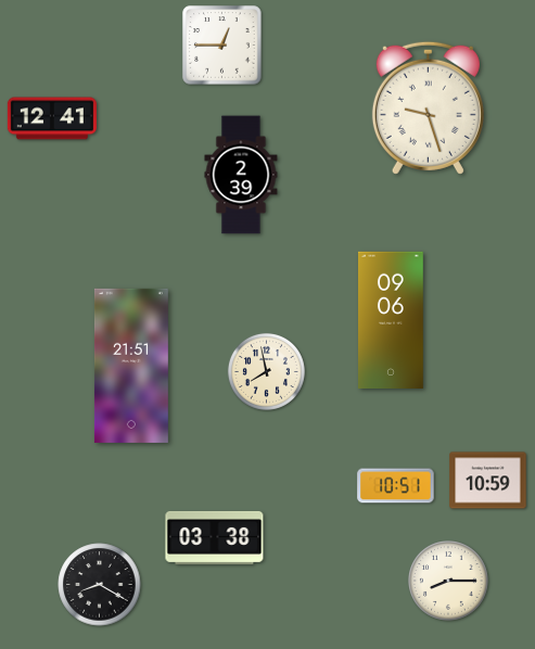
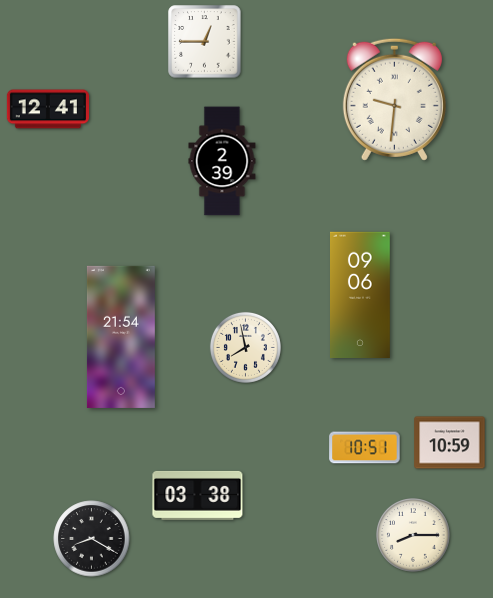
clock at (428, 107): 9:27 -> 9:31
clock at (131, 366): 21:51 -> 21:54
clock at (266, 371) position: (266, 371) -> (245, 347)
